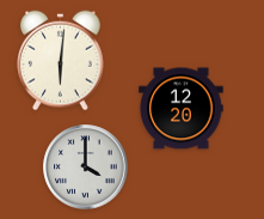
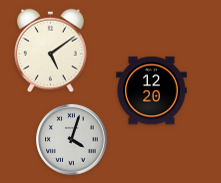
clock at (61, 61): 6:01 -> 5:09
clock at (86, 168): 4:00 -> 4:03
